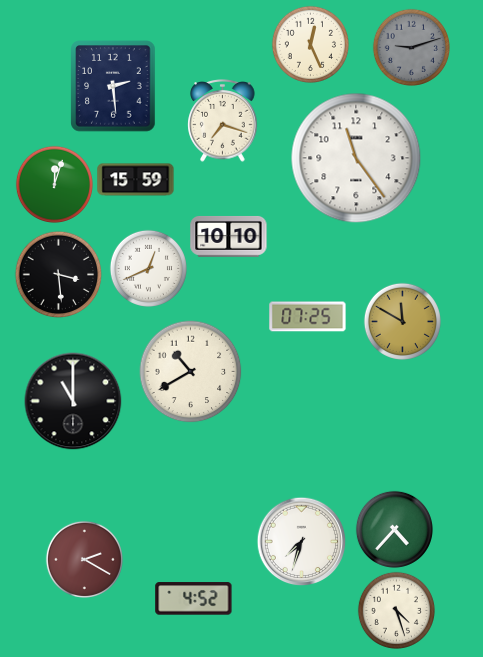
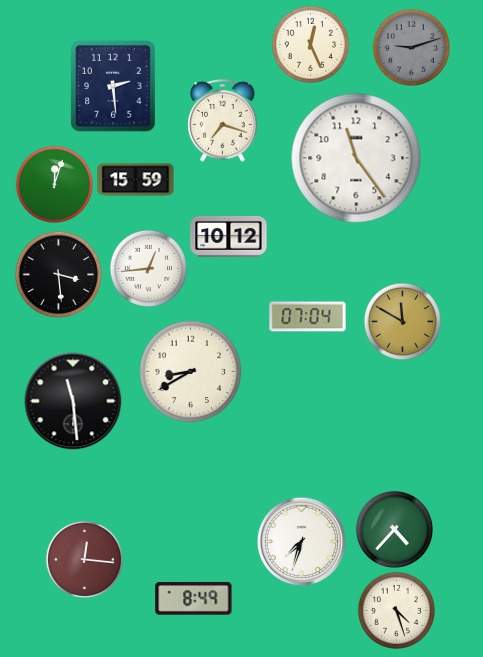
clock at (229, 237): 10:10 -> 10:12
clock at (148, 268): 12:41 -> 12:44
clock at (308, 317): 07:25 -> 07:04
clock at (191, 372): 10:40 -> 8:40
clock at (73, 401): 11:00 -> 11:29
clock at (84, 559): 2:20 -> 12:16
clock at (194, 599): 4:52 -> 8:49
